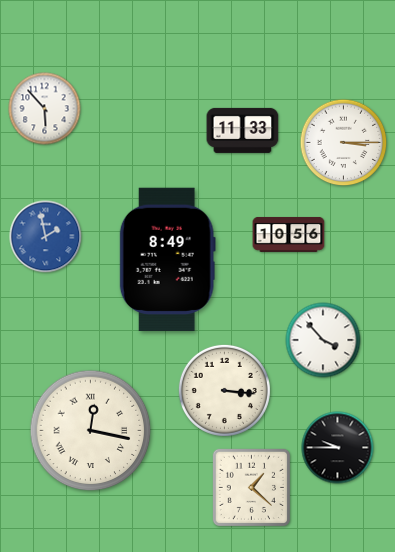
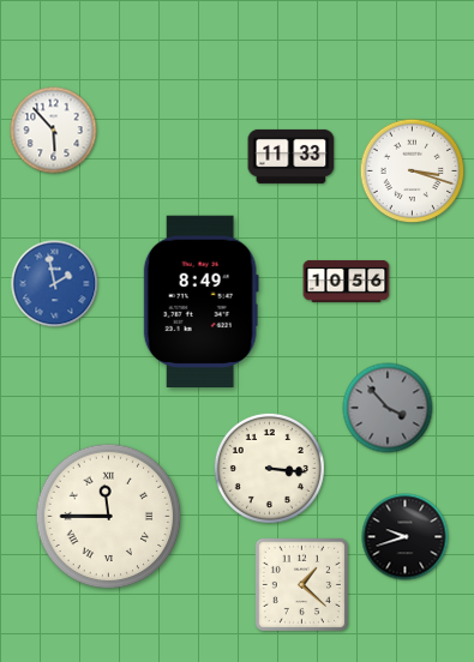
clock at (344, 143): 3:15 -> 3:18
clock at (167, 259) position: (167, 259) -> (200, 301)
clock at (323, 340) dial: white -> grey
clock at (91, 431): 12:17 -> 11:45
clock at (338, 448): 9:45 -> 9:42
